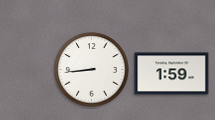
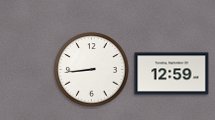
clock at (172, 74): 1:59 -> 12:59
